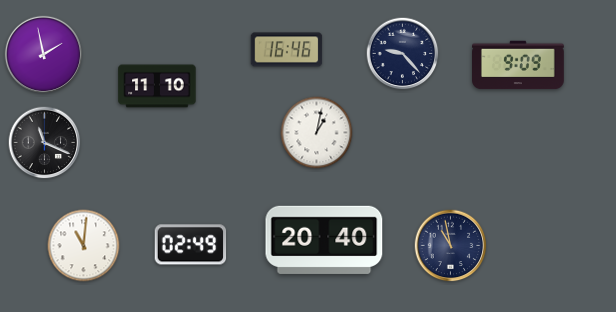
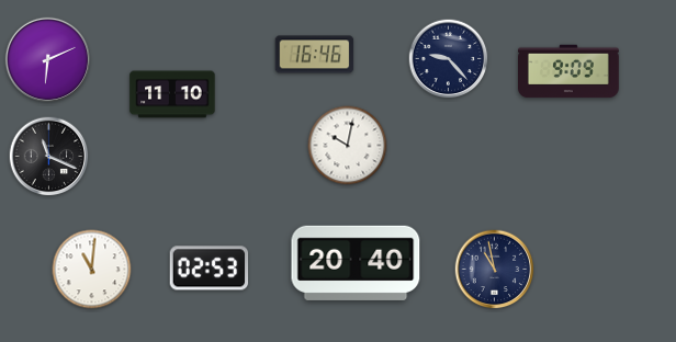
clock at (43, 54): 1:58 -> 6:11
clock at (403, 54) position: (403, 54) -> (449, 59)
clock at (317, 133): 1:02 -> 10:02
clock at (191, 245): 02:49 -> 02:53
